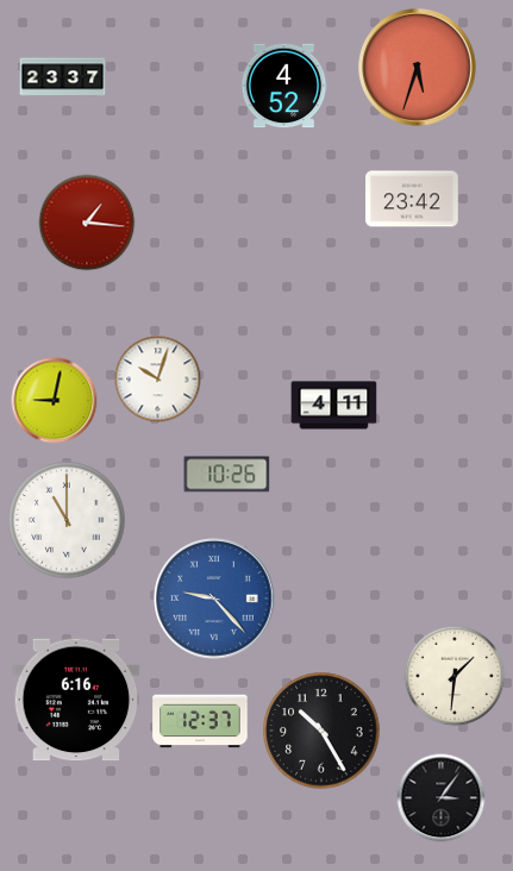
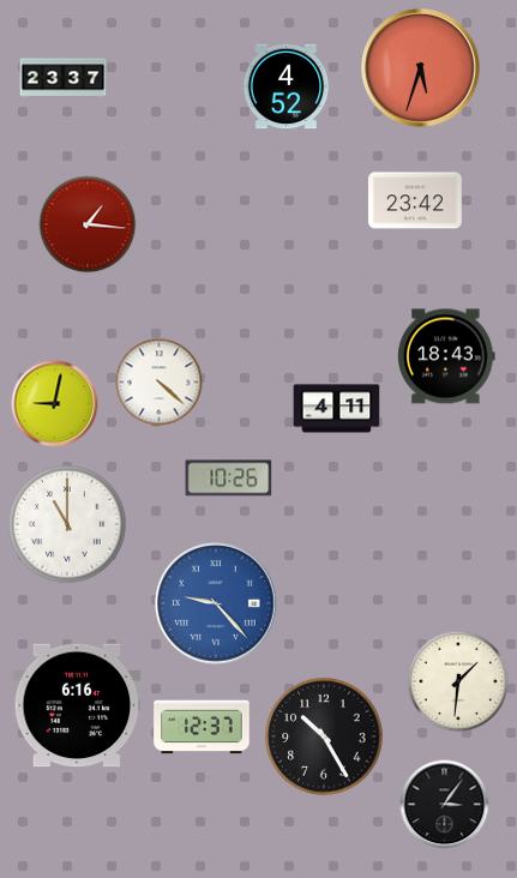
clock at (446, 356): none -> 18:43
clock at (158, 380): 10:03 -> 4:22
